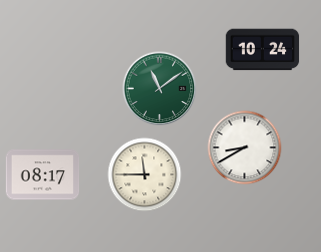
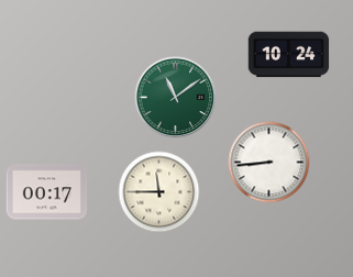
clock at (245, 148): 8:40 -> 8:44
clock at (43, 175): 08:17 -> 00:17
